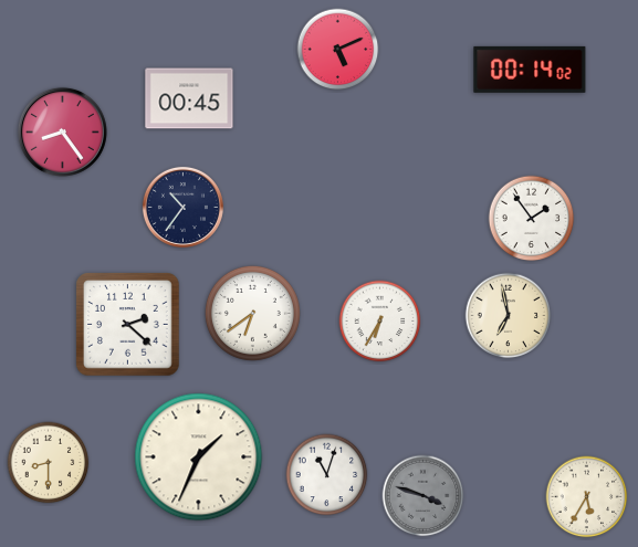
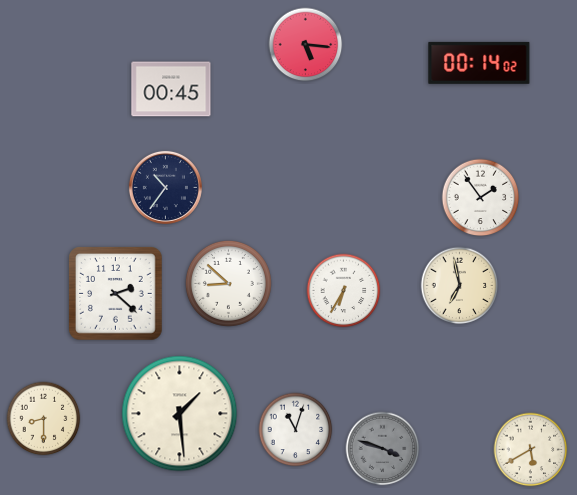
clock at (338, 50): 5:11 -> 5:16
clock at (62, 132): 8:24 -> none
clock at (252, 313): 6:39 -> 8:52
clock at (199, 457): 1:34 -> 1:29
clock at (587, 497): 5:35 -> 5:40
